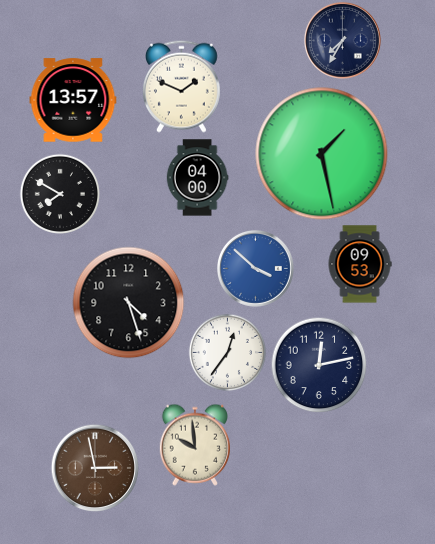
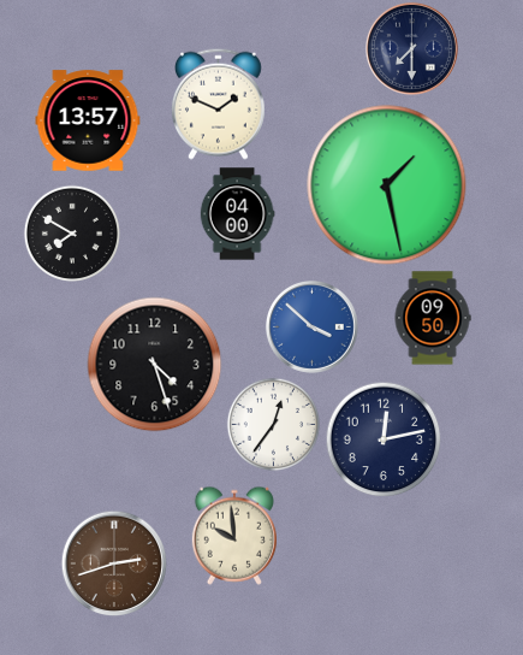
clock at (343, 41): 7:35 -> 7:30
clock at (360, 264): 09:53 -> 09:50
clock at (256, 269) position: (256, 269) -> (313, 327)
clock at (95, 468): 2:58 -> 2:42
